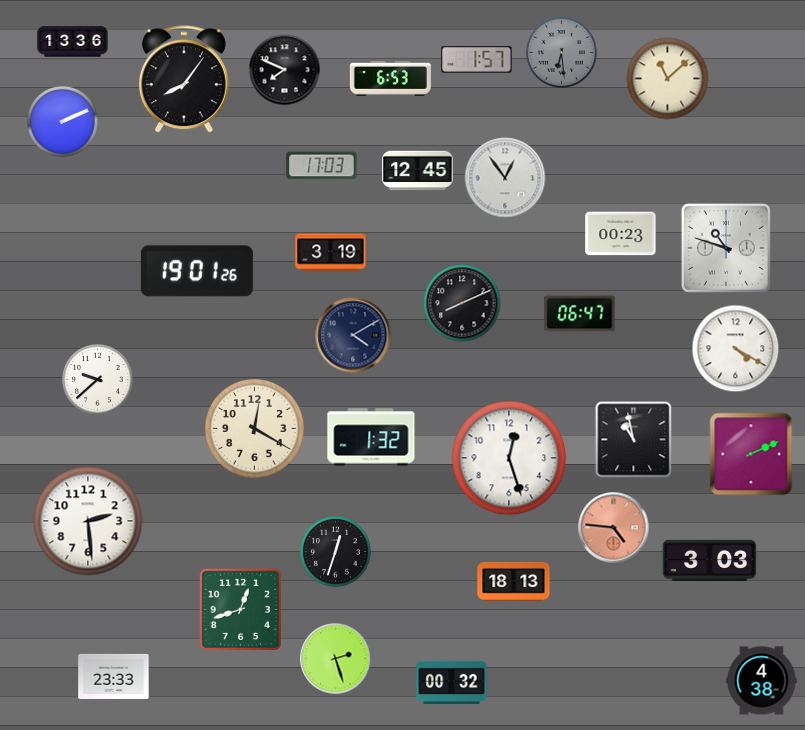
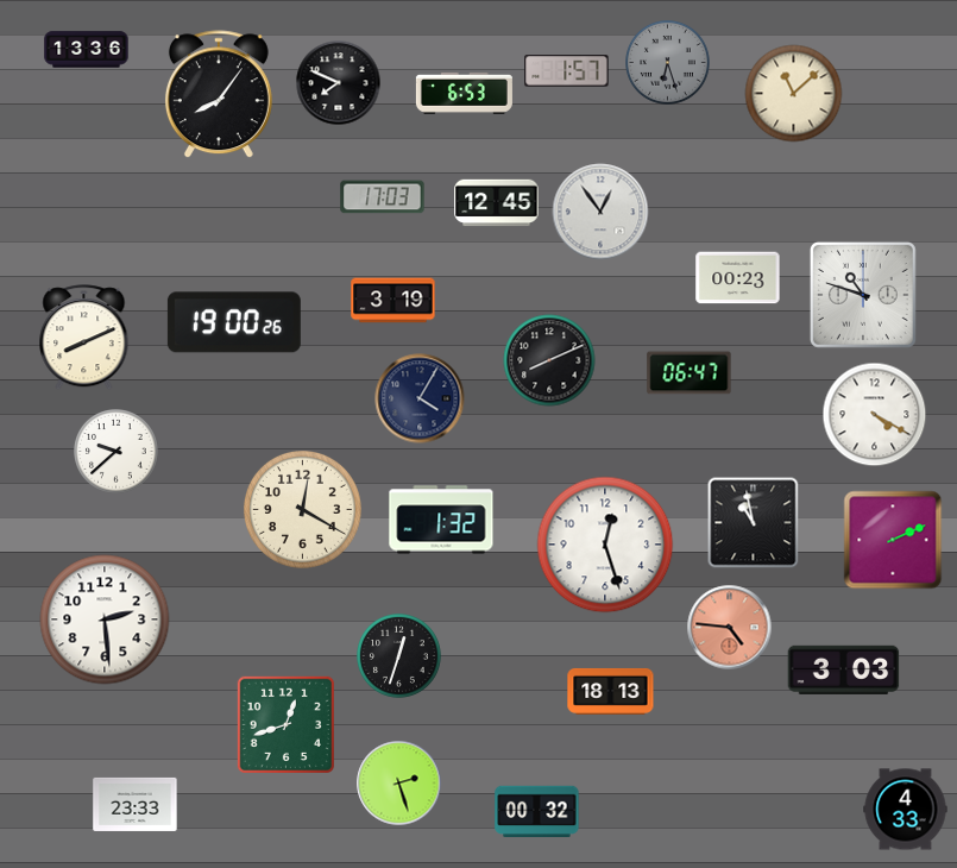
clock at (562, 53): 6:29 -> 6:27
clock at (63, 122): 2:11 -> none
clock at (197, 271): 19:01 -> 19:00
clock at (84, 338): none -> 8:11
clock at (353, 335): 4:10 -> 4:05
clock at (710, 560) position: (710, 560) -> (844, 669)
clock at (762, 681): 4:38 -> 4:33
